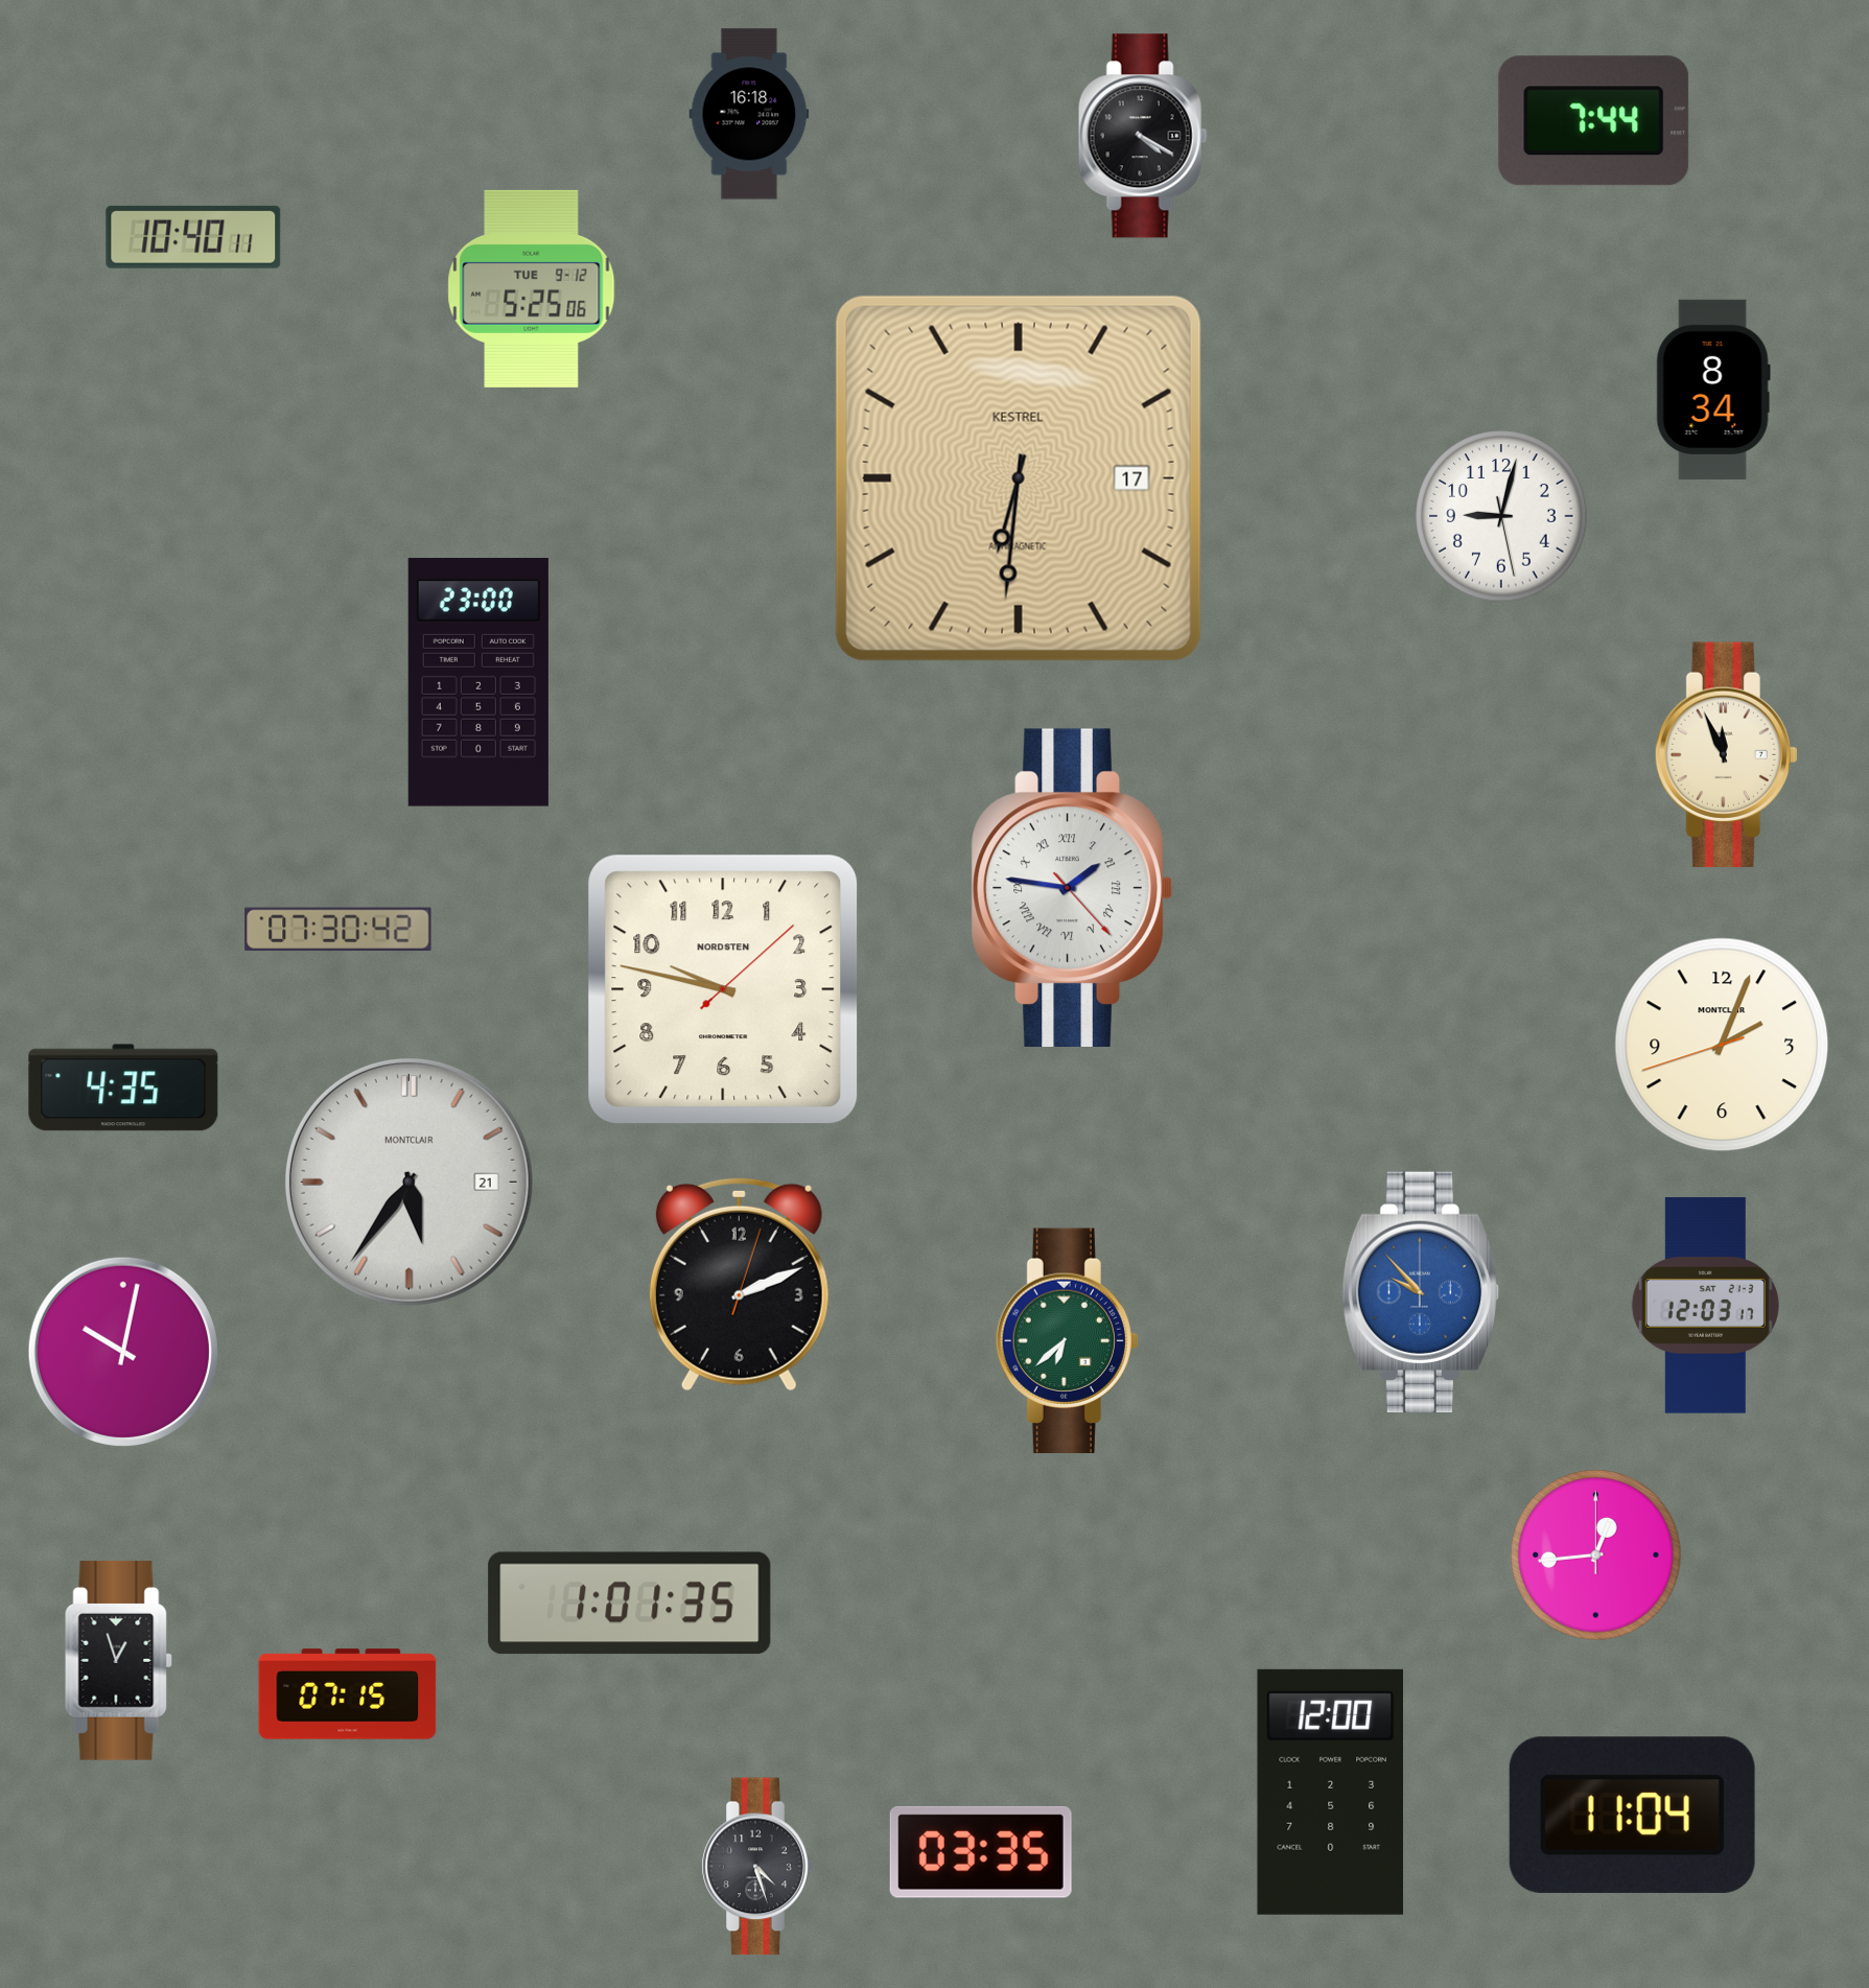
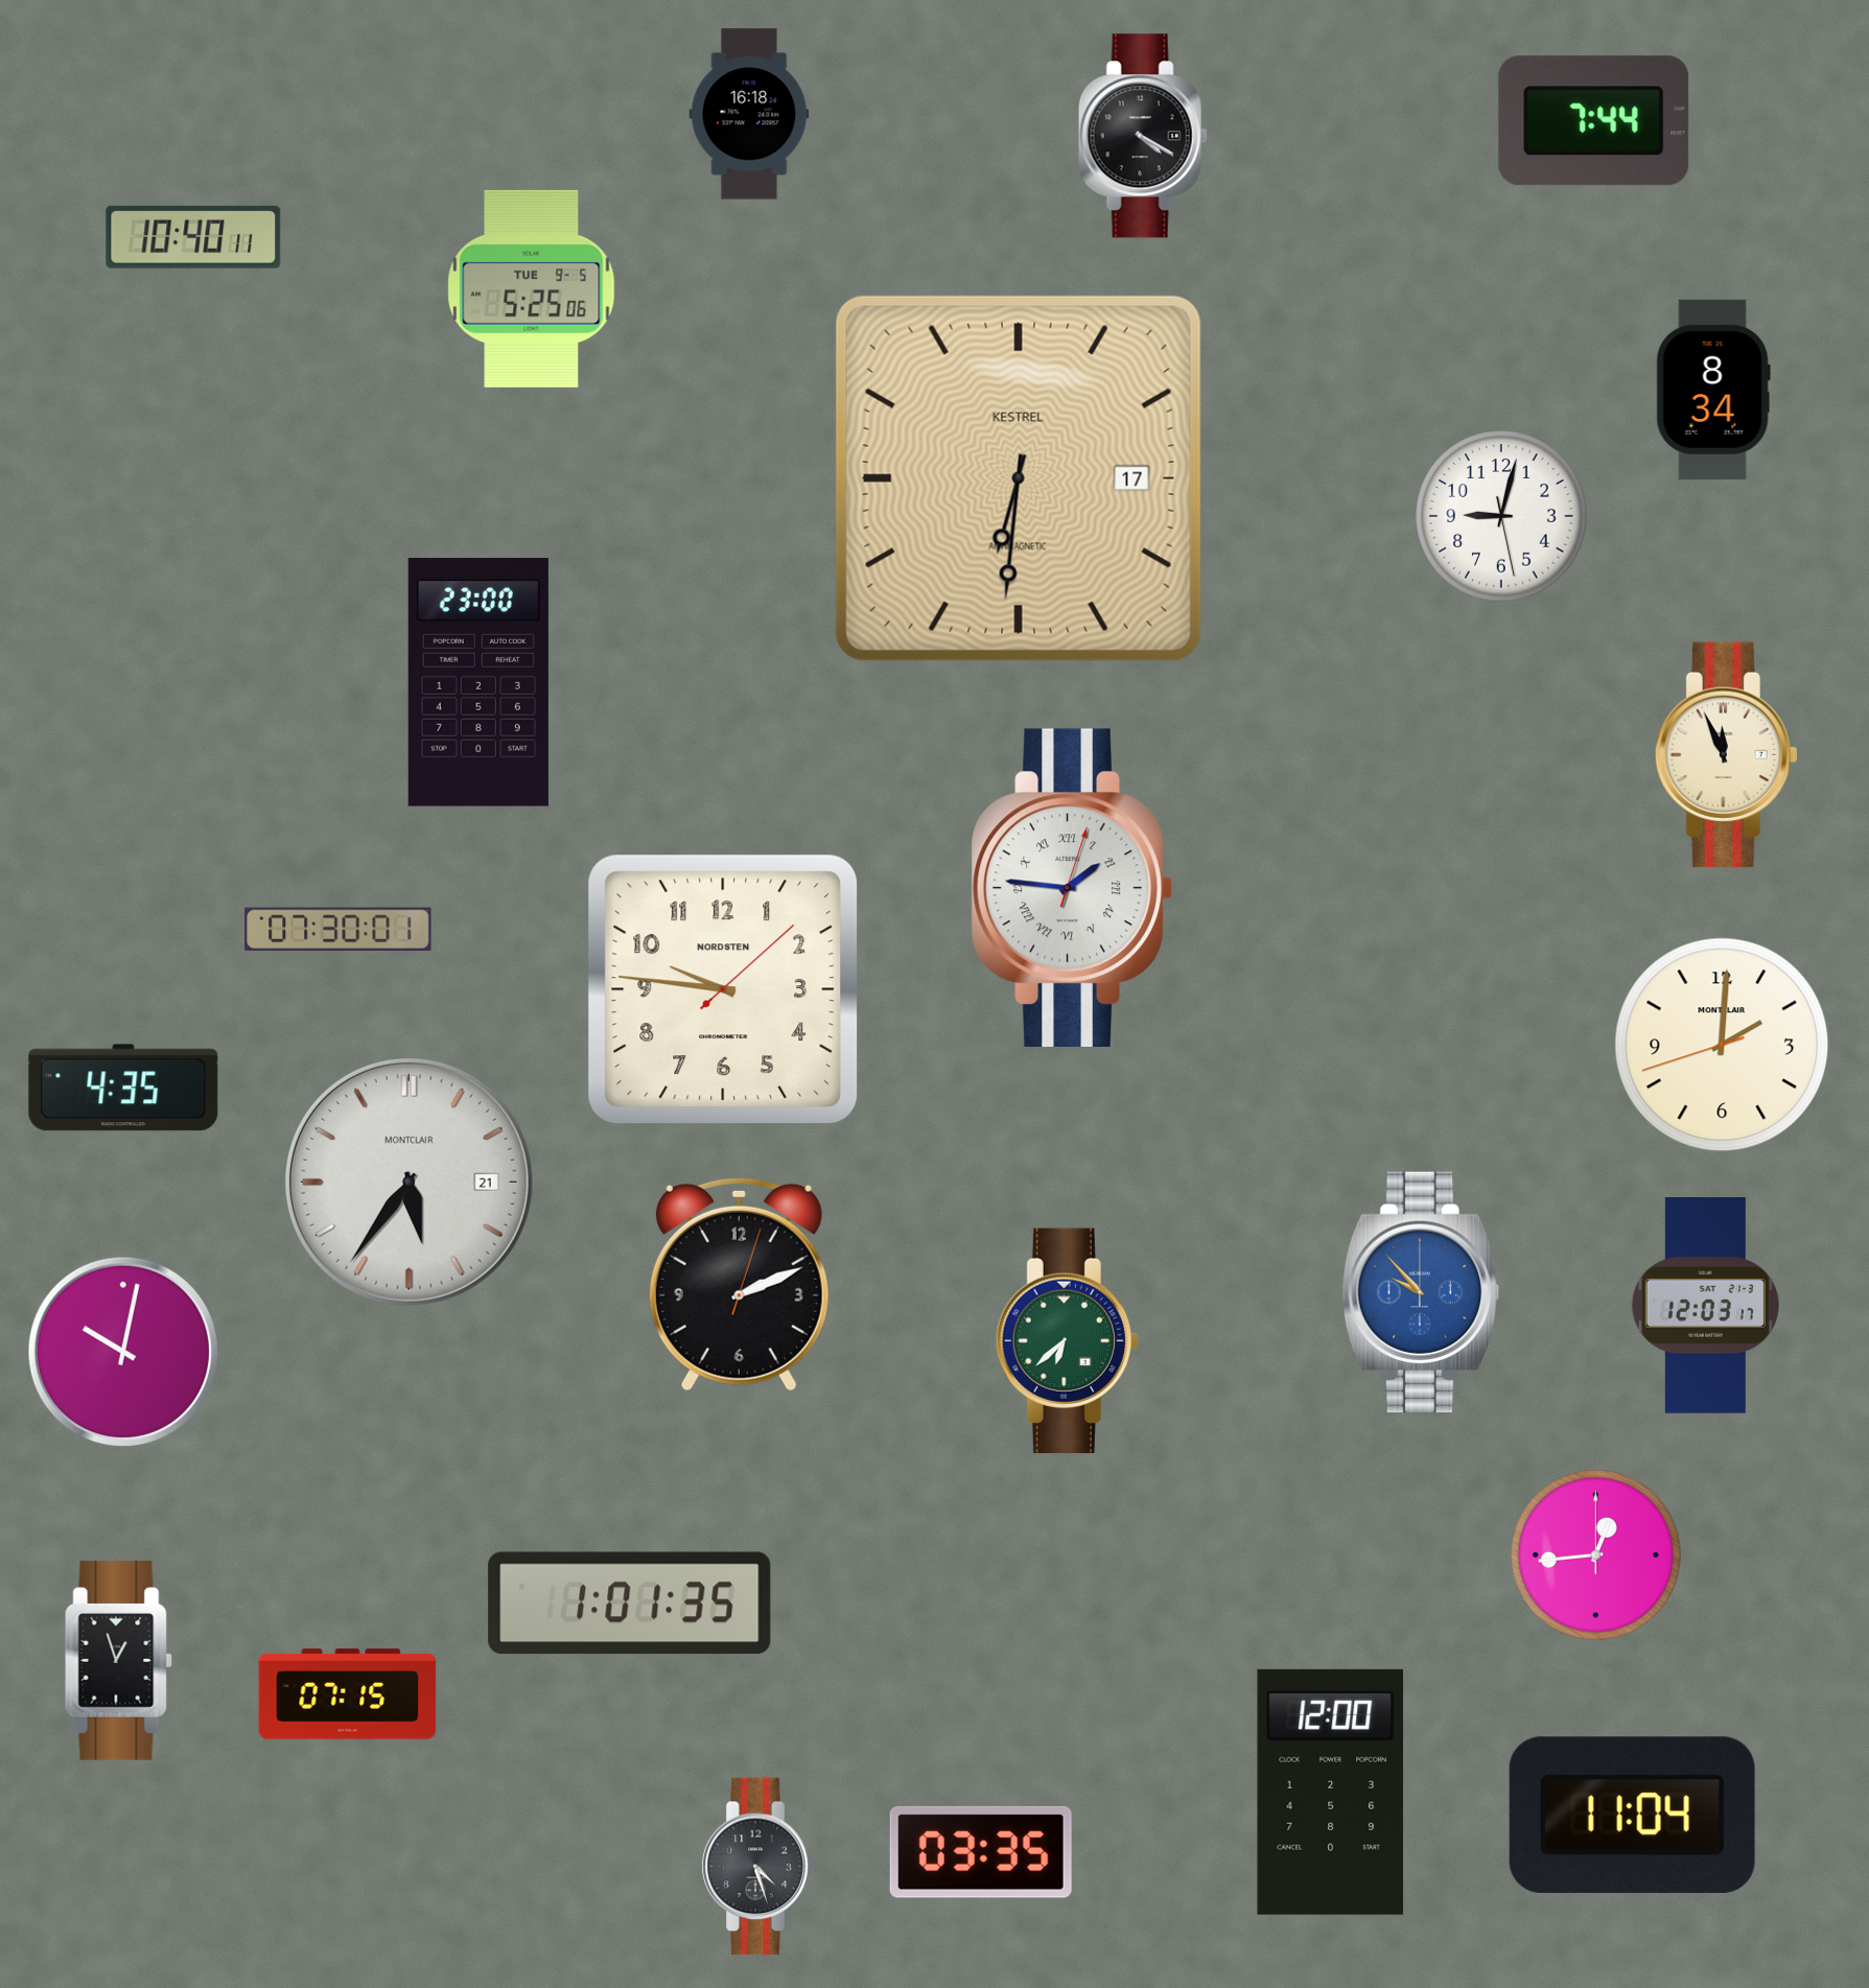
clock at (532, 288) date: TUE 9-12 -> TUE 9-5
clock at (1072, 887): 1:46:23 -> 1:46:03
clock at (338, 930): 07:30:42 -> 07:30:01
clock at (723, 989): 9:47 -> 9:46
clock at (1722, 1045): 2:03 -> 2:00
